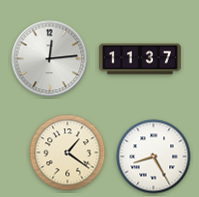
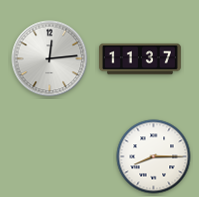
clock at (68, 153): 1:21 -> none
clock at (154, 157): 8:25 -> 8:15
